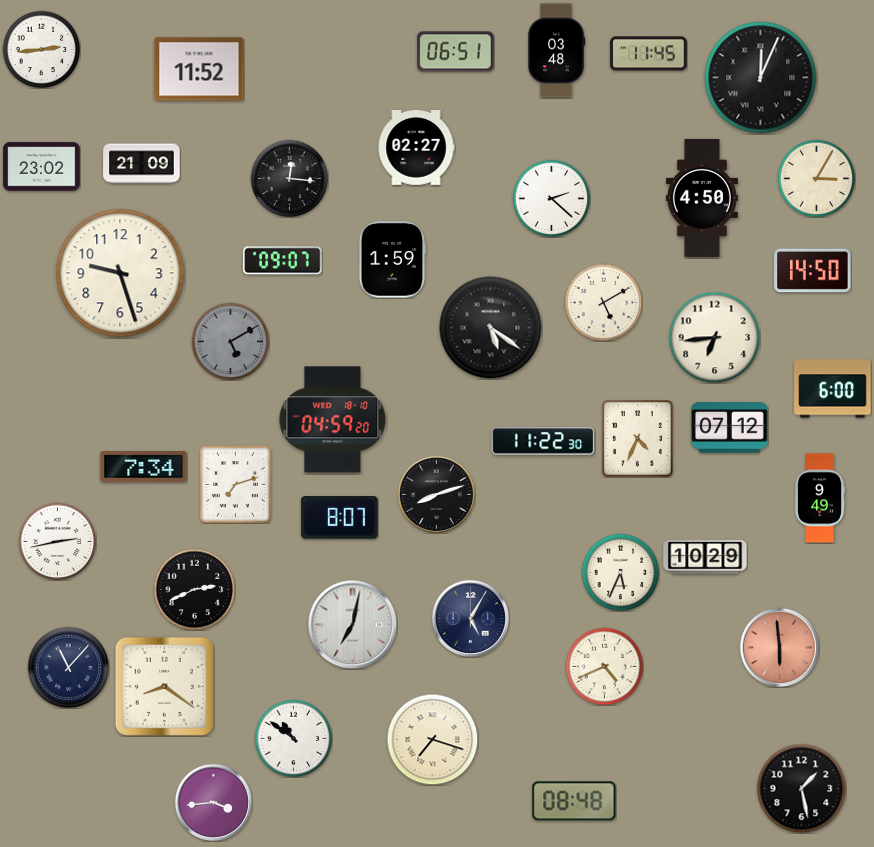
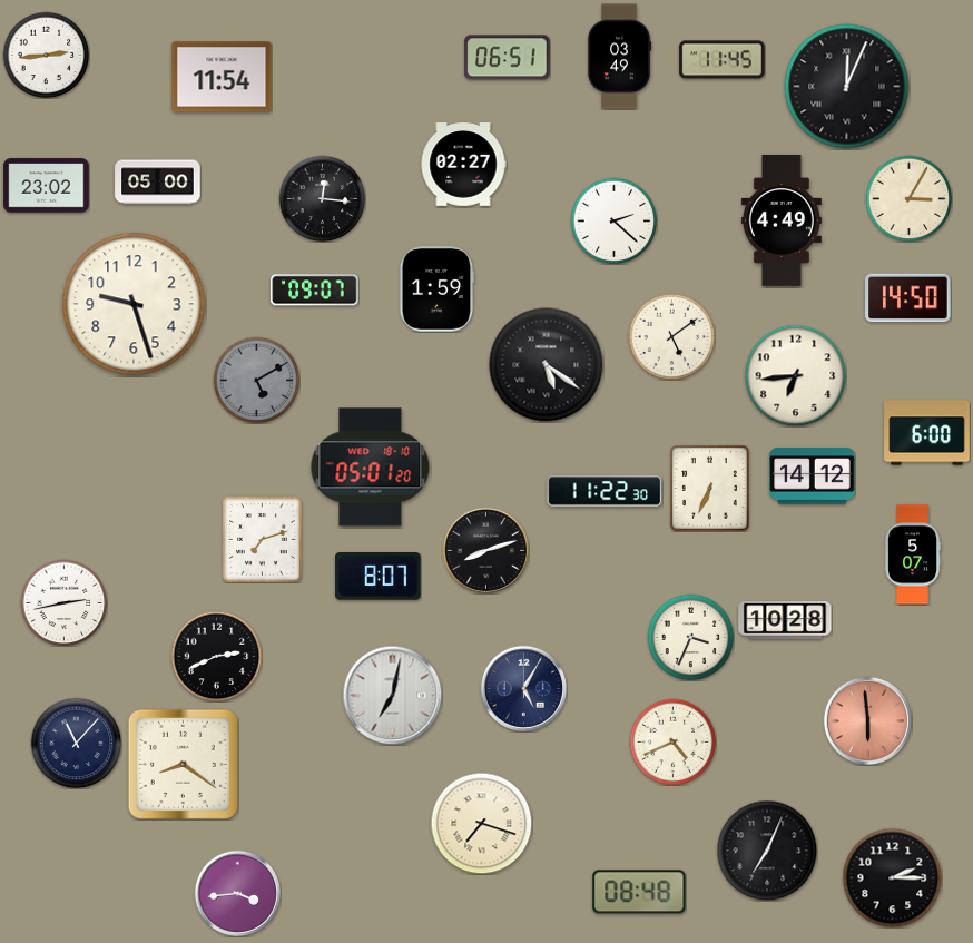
clock at (556, 51): 03:48 -> 03:49
clock at (199, 69): 11:52 -> 11:54
clock at (142, 164): 21:09 -> 05:00
clock at (702, 198): 4:50 -> 4:49
clock at (813, 271) position: (813, 271) -> (908, 298)
clock at (603, 302): 5:10 -> 5:09
clock at (333, 420): 04:59 -> 05:01
clock at (730, 428): 07:12 -> 14:12
clock at (638, 439): 4:34 -> 6:34
clock at (144, 467): 7:34 -> none
clock at (819, 498): 9:49 -> 5:07
clock at (705, 557): 10:29 -> 10:28
clock at (620, 572): 5:34 -> 3:34
clock at (293, 738): 10:51 -> none
clock at (767, 851): none -> 7:04
clock at (801, 788): 1:28 -> 2:15
